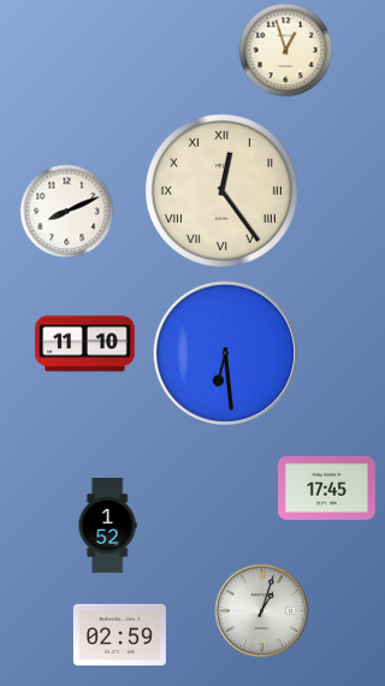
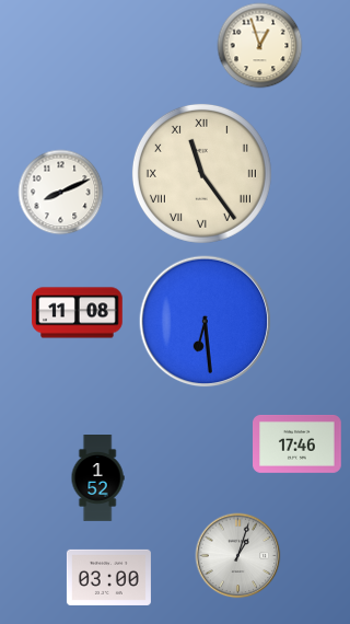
clock at (221, 190): 12:24 -> 11:24
clock at (85, 344): 11:10 -> 11:08
clock at (327, 487): 17:45 -> 17:46
clock at (119, 634): 02:59 -> 03:00
